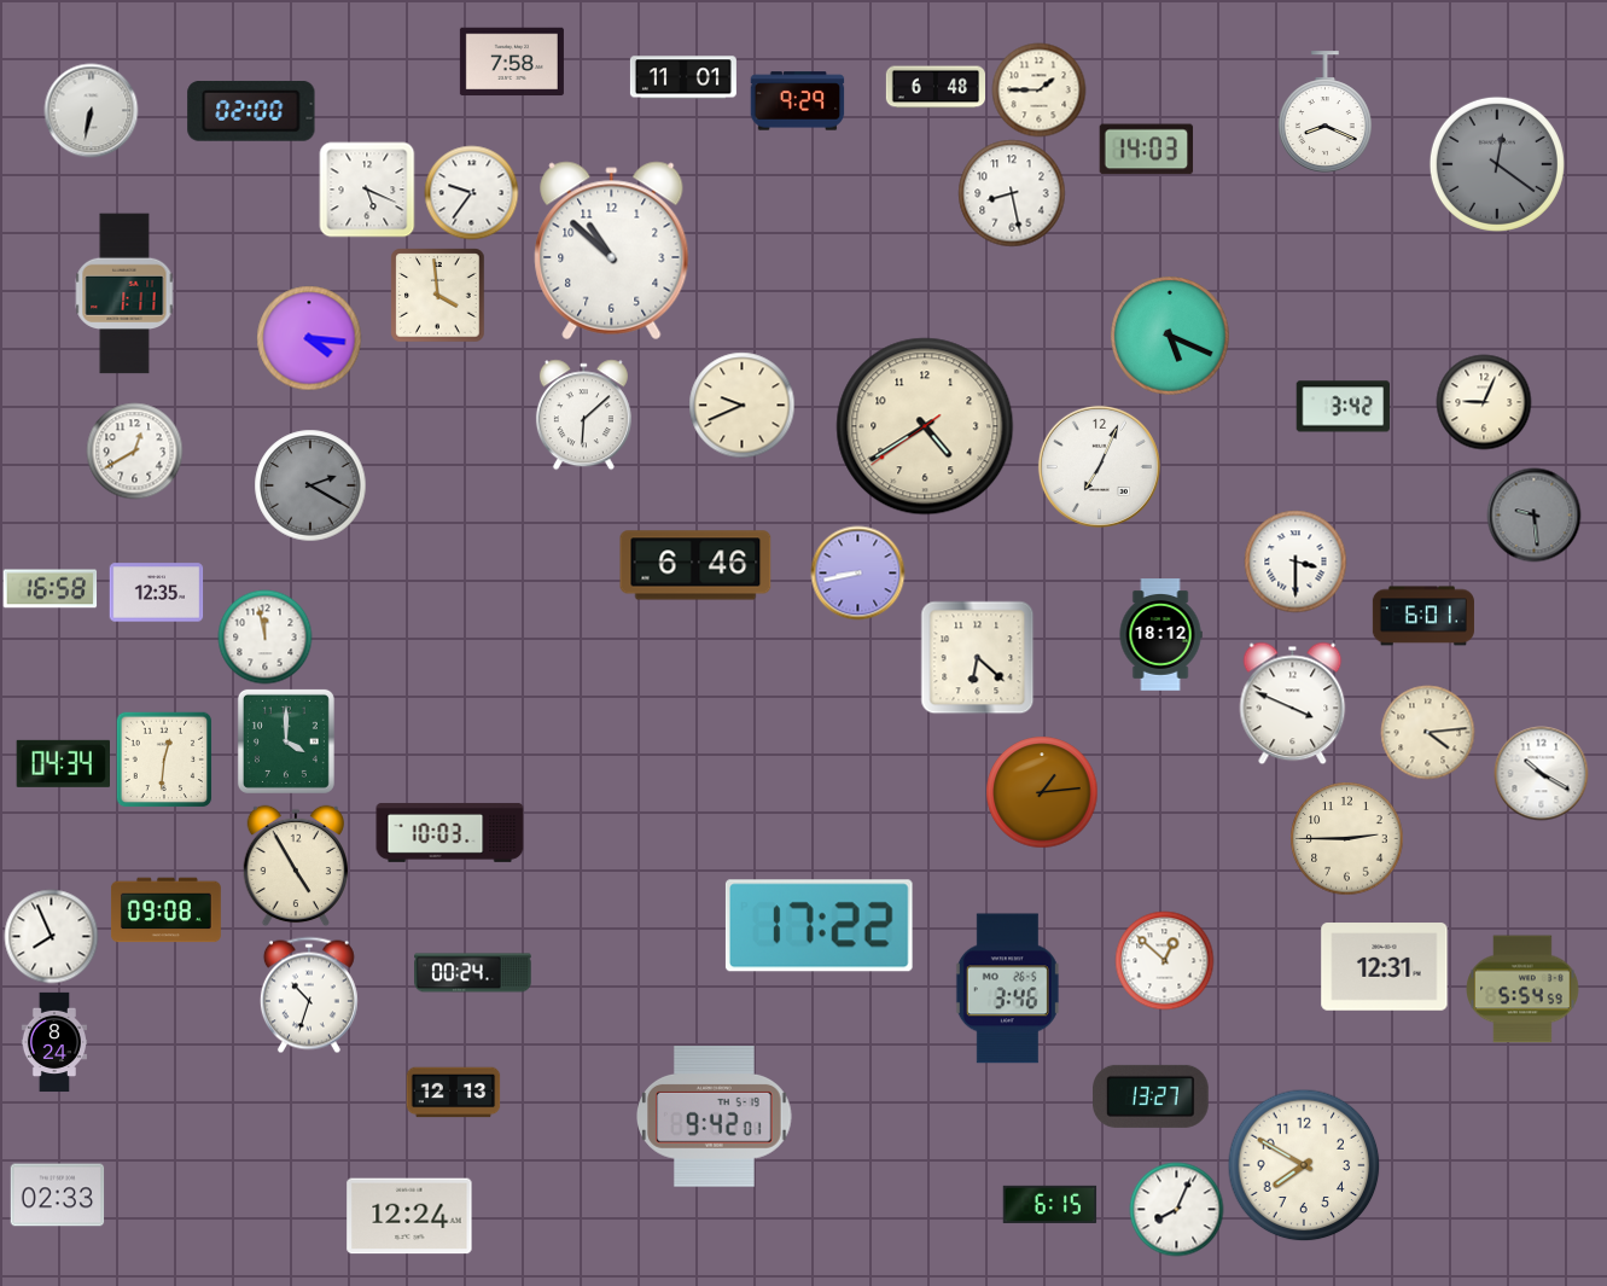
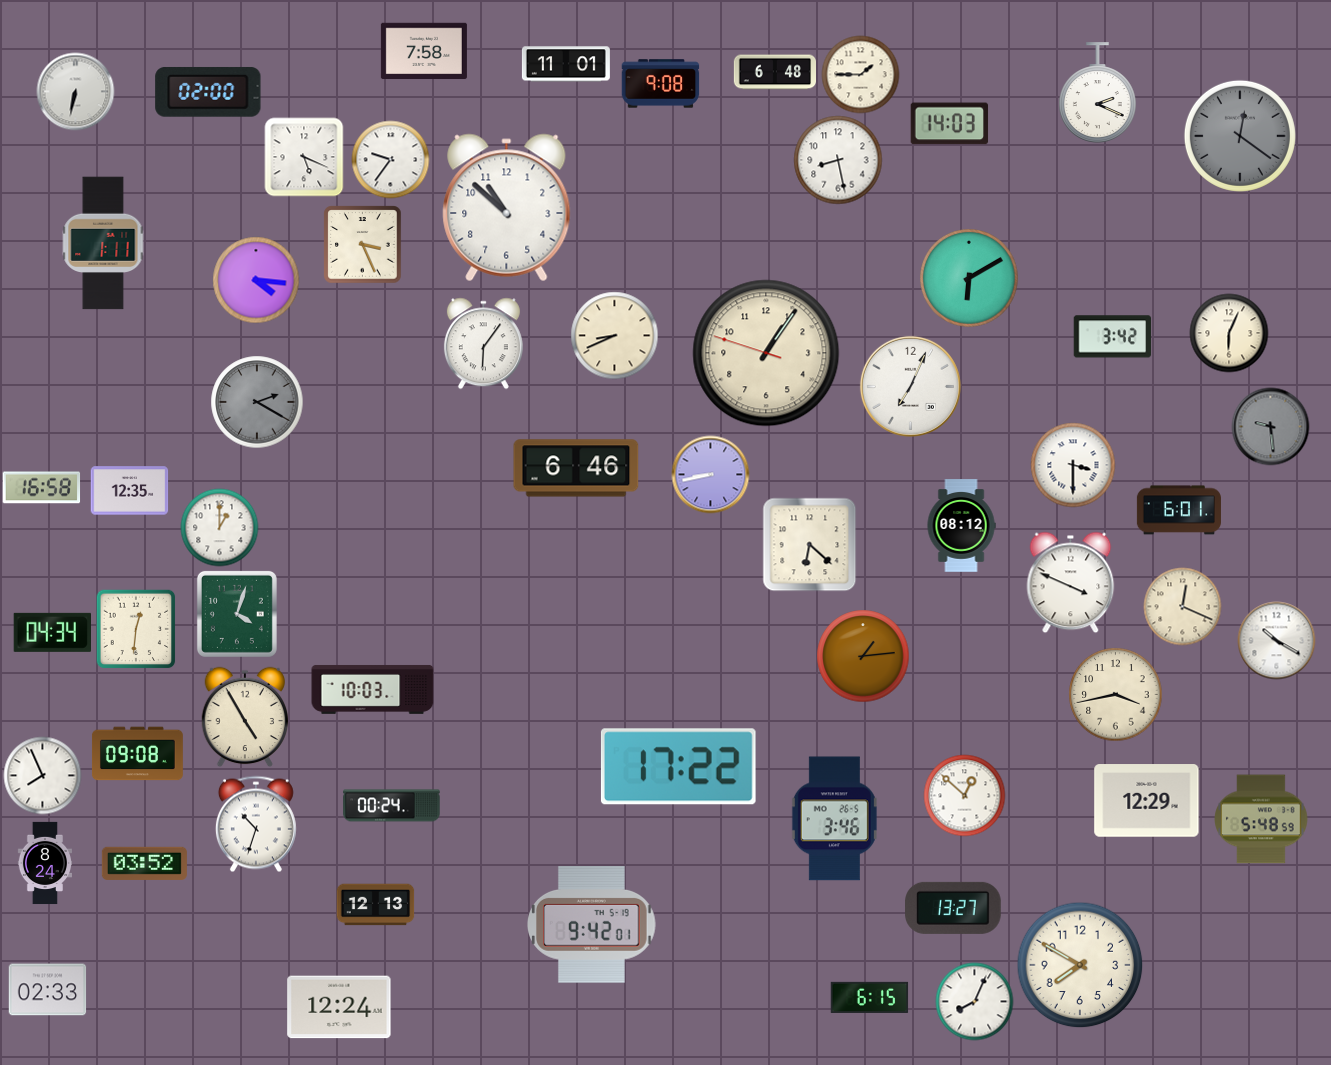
clock at (797, 101): 9:29 -> 9:08
clock at (1324, 112): 8:19 -> 2:19
clock at (437, 295): 3:59 -> 3:26
clock at (1170, 336): 5:19 -> 6:10
clock at (1484, 402): 9:04 -> 6:04
clock at (741, 405): 9:41 -> 8:41
clock at (583, 414): 6:08 -> 6:06
clock at (925, 426): 4:39 -> 1:05
clock at (134, 450): 12:40 -> none
clock at (1160, 635): 18:12 -> 08:12
clock at (264, 636): 11:58 -> 1:00
clock at (1427, 732): 4:14 -> 12:19
clock at (286, 741): 4:00 -> 4:03
clock at (1346, 838): 2:45 -> 3:43
clock at (1385, 967): 12:31 -> 12:29
clock at (1522, 989): 5:54 -> 5:48
clock at (144, 863): none -> 03:52
